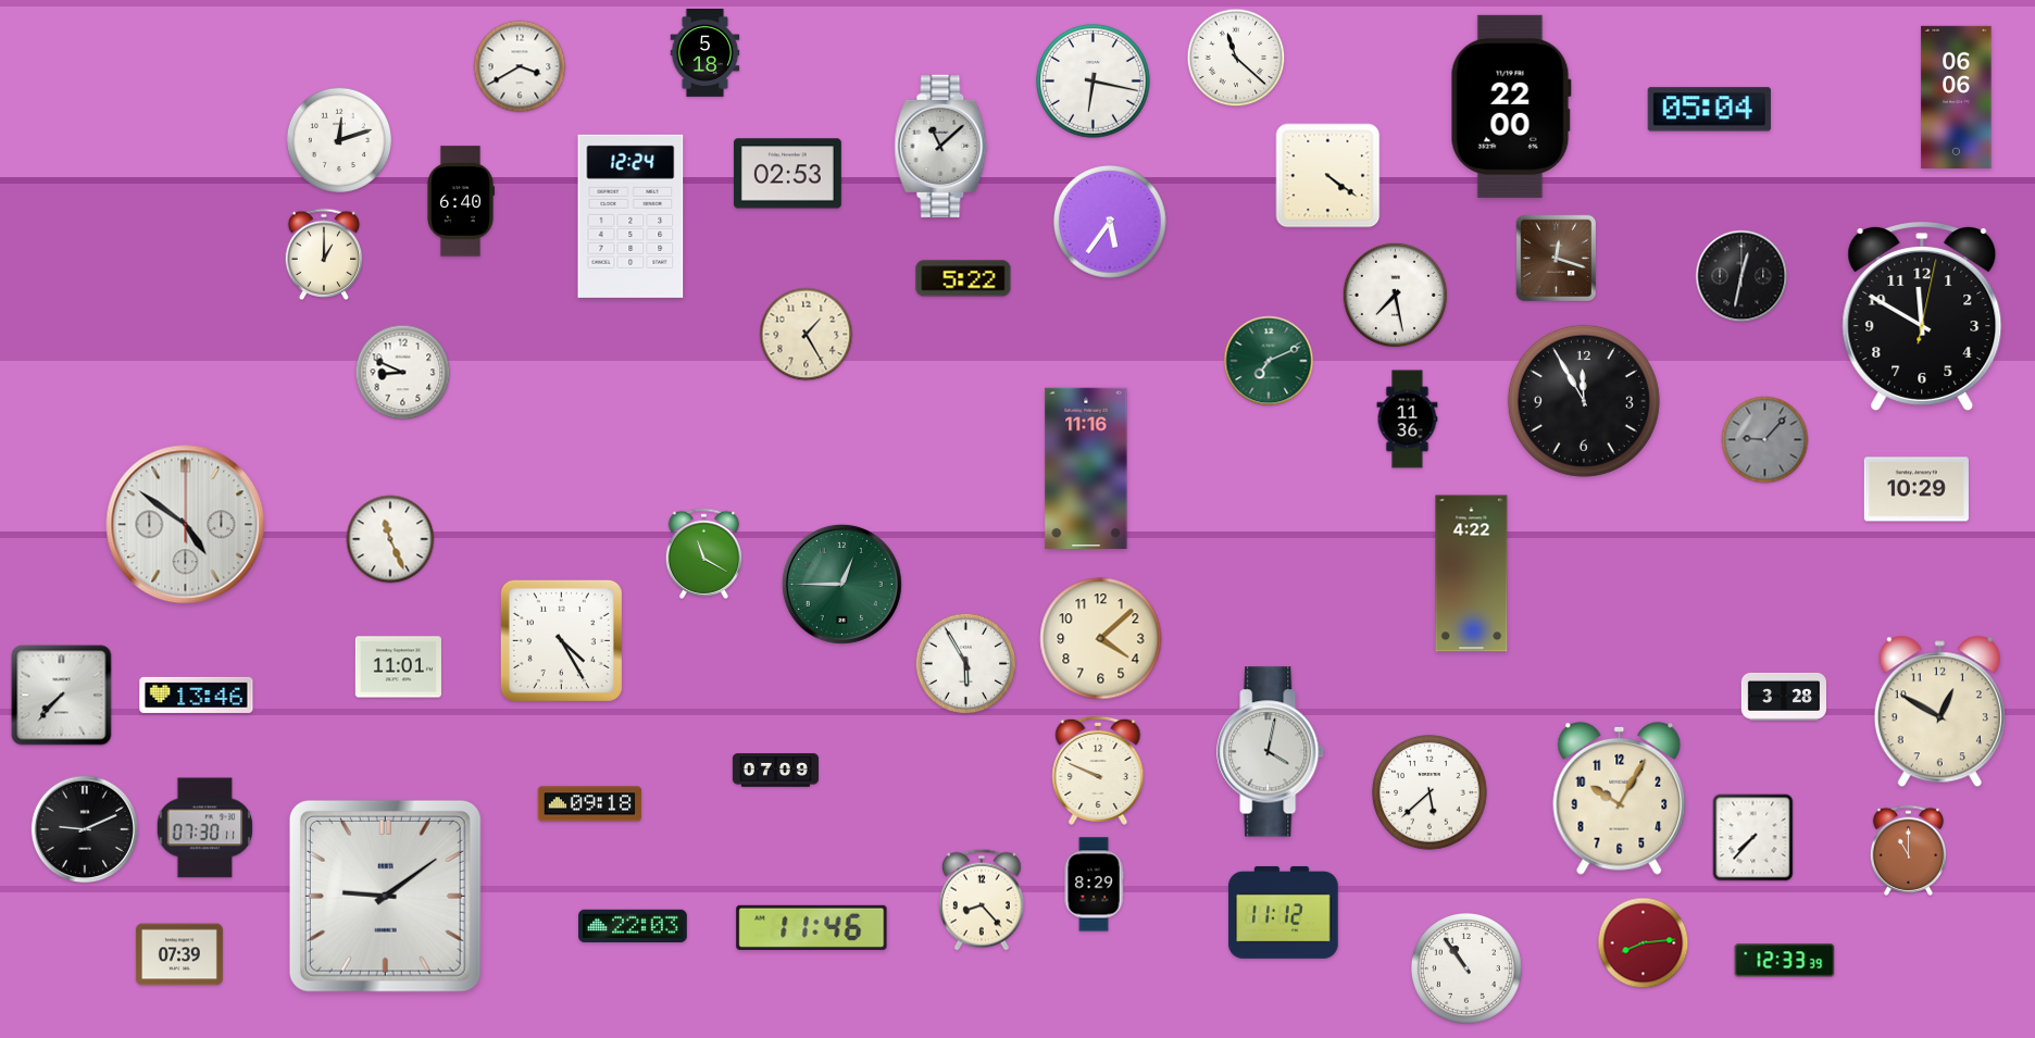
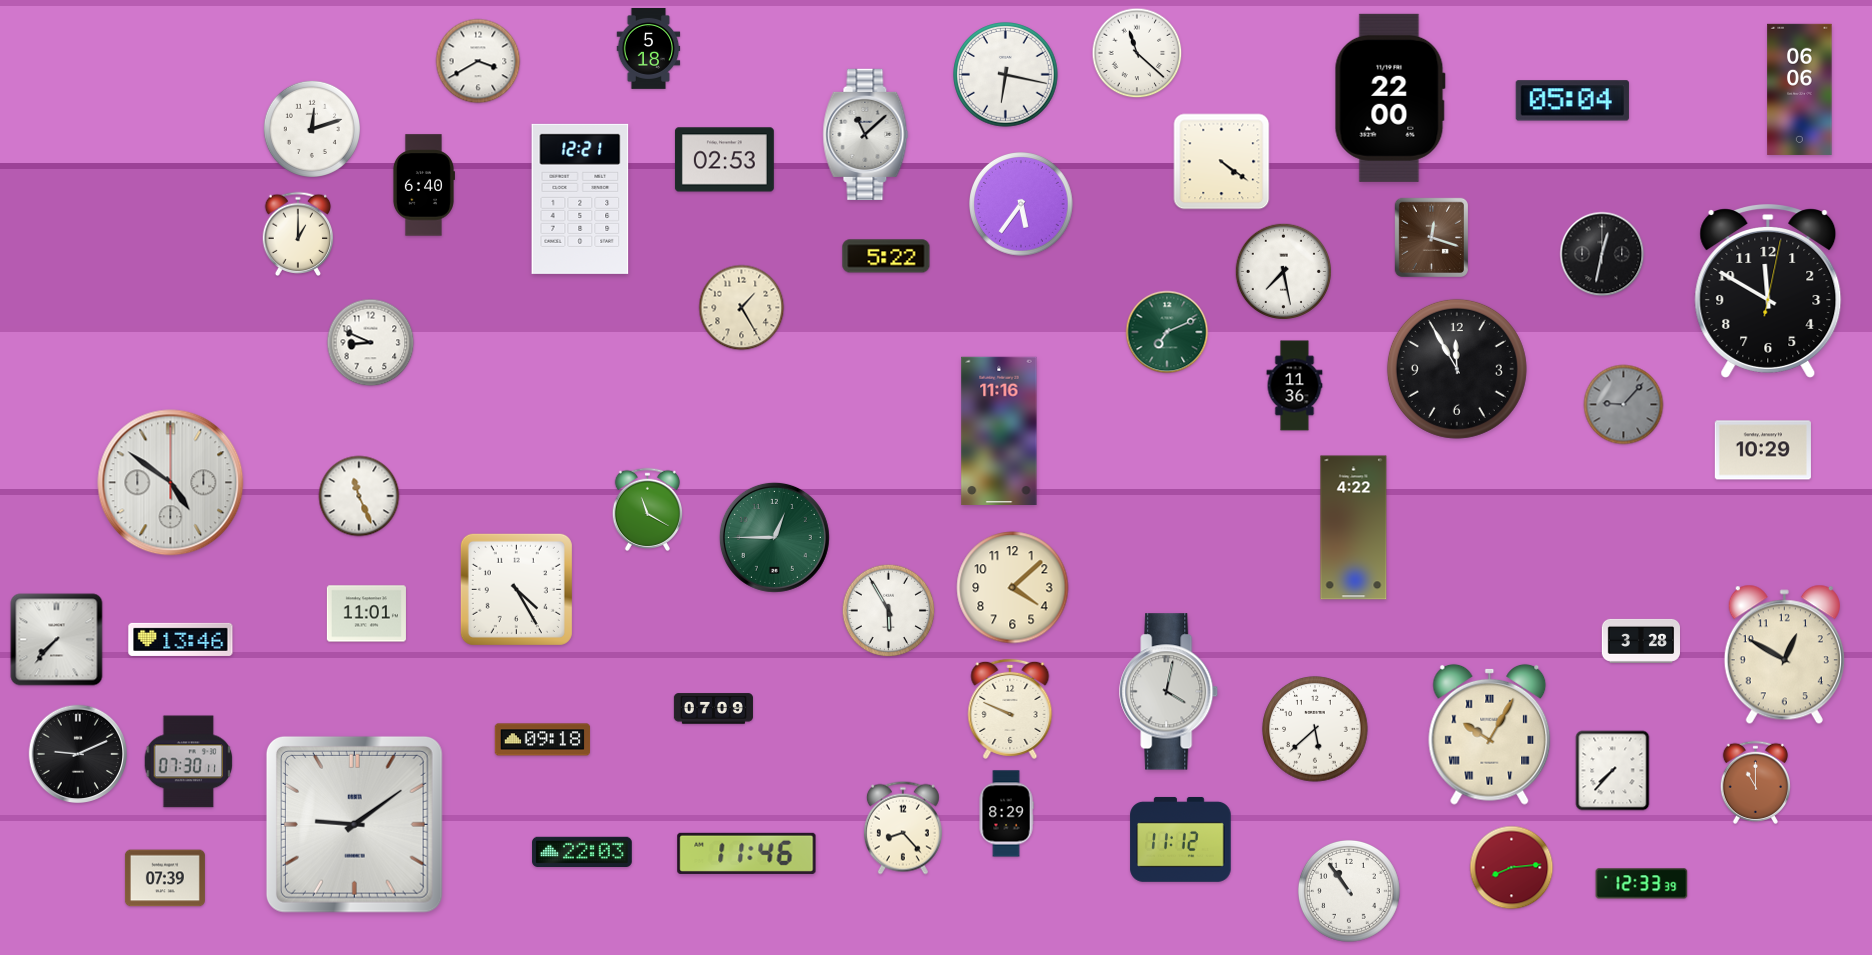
clock at (631, 216): 12:24 -> 12:21
clock at (1620, 798) numerals: Arabic -> Roman
clock at (84, 828) position: (84, 828) -> (77, 753)
